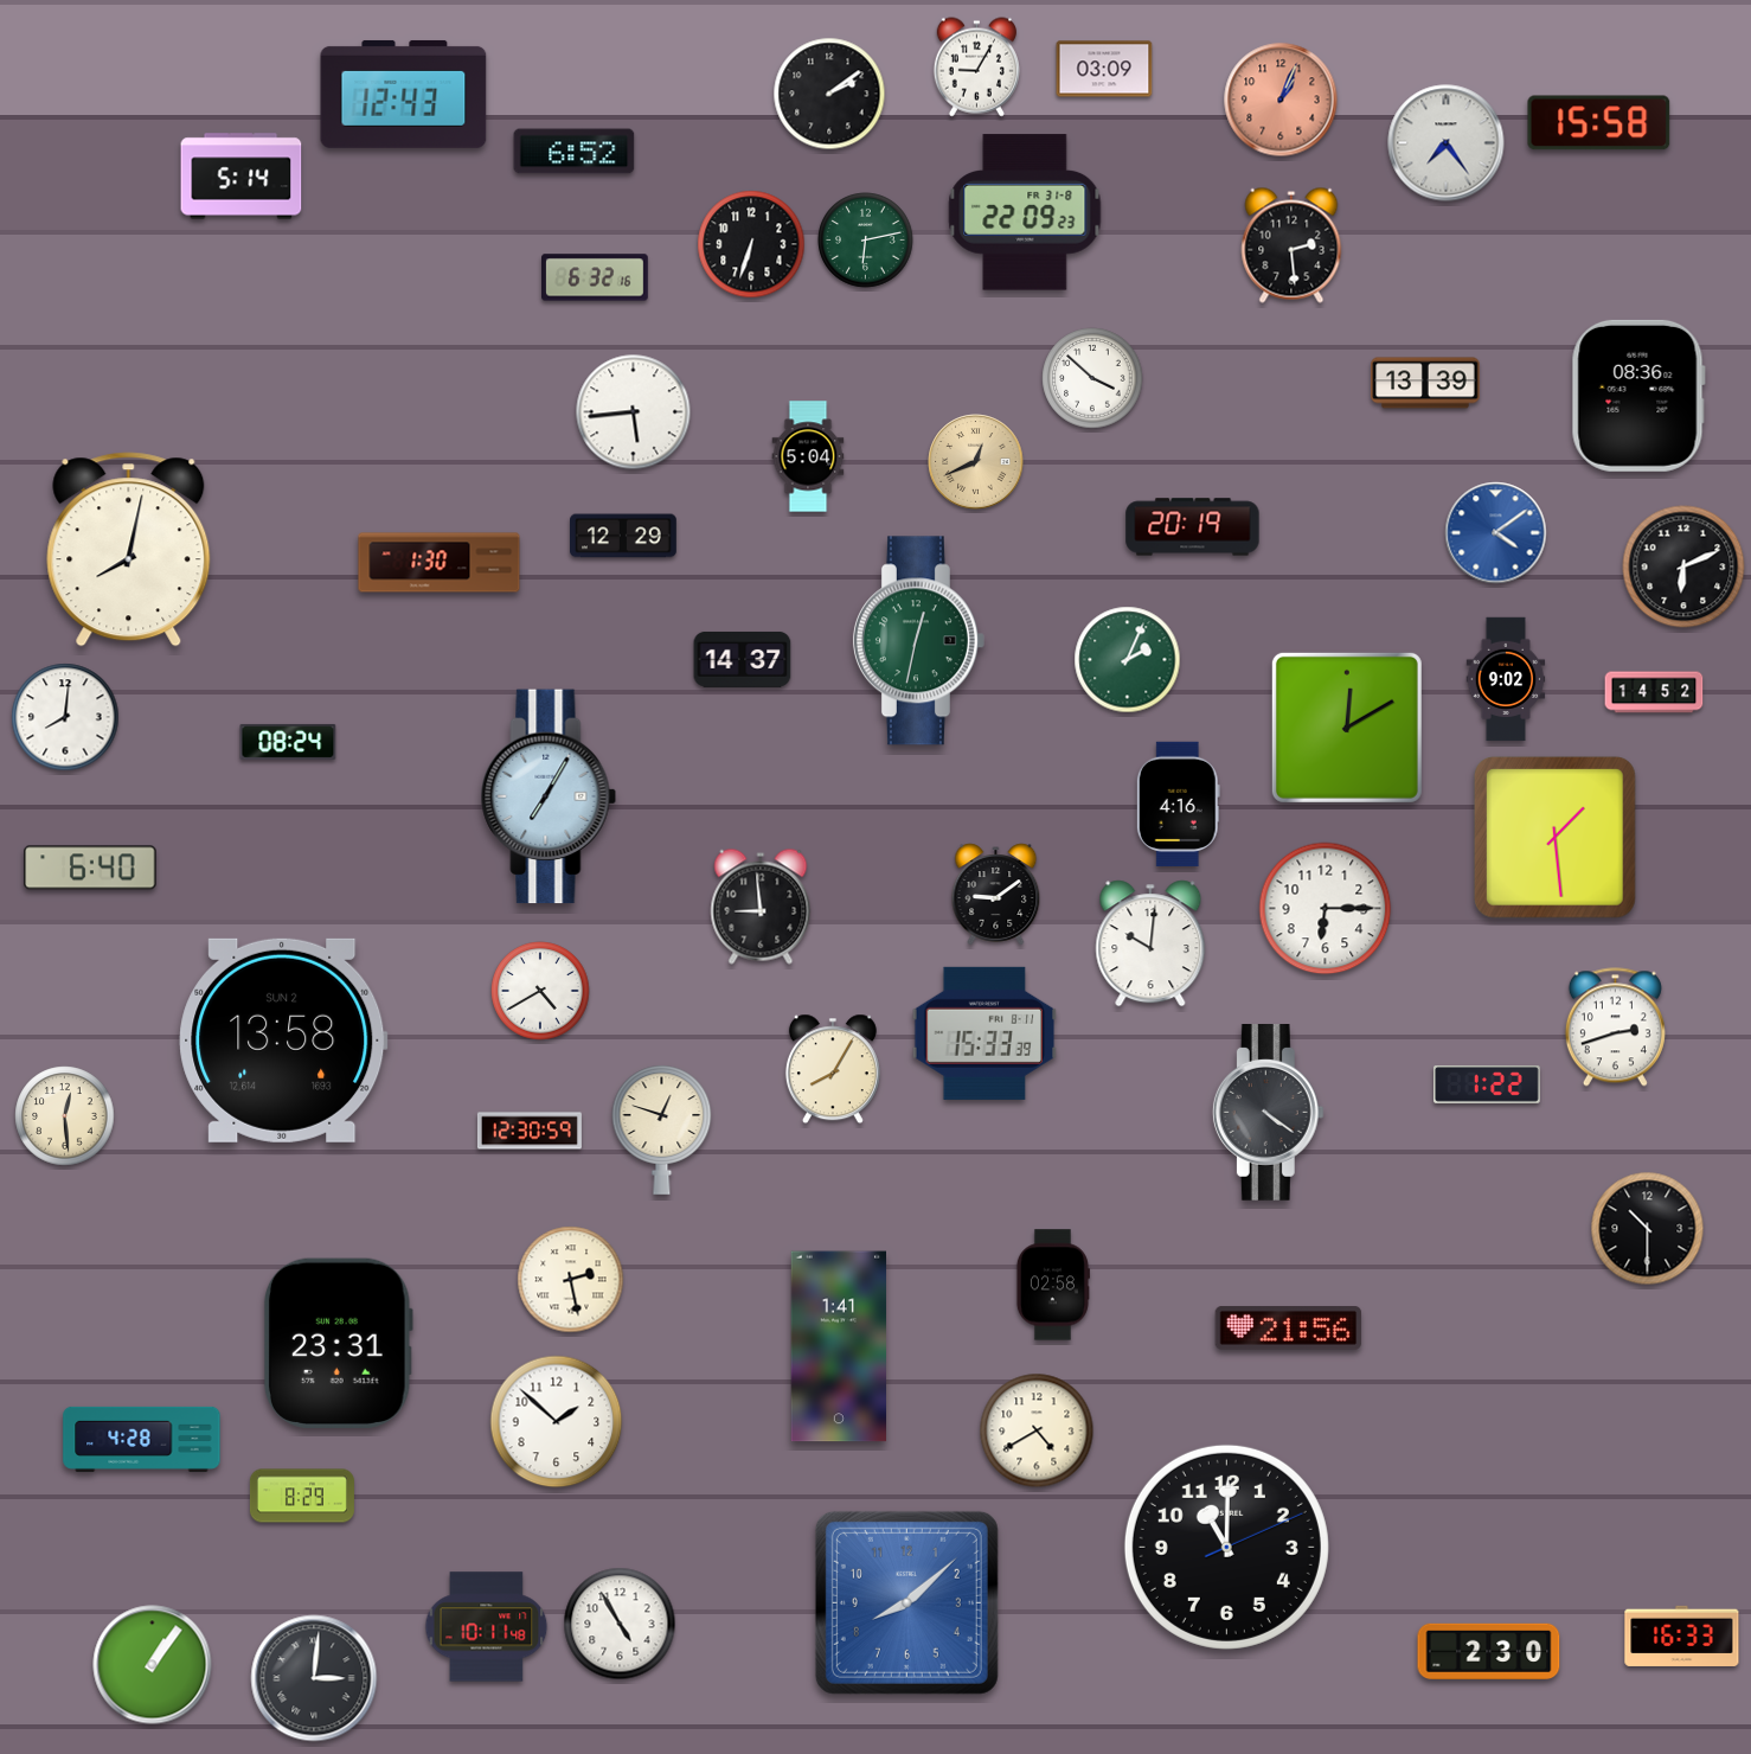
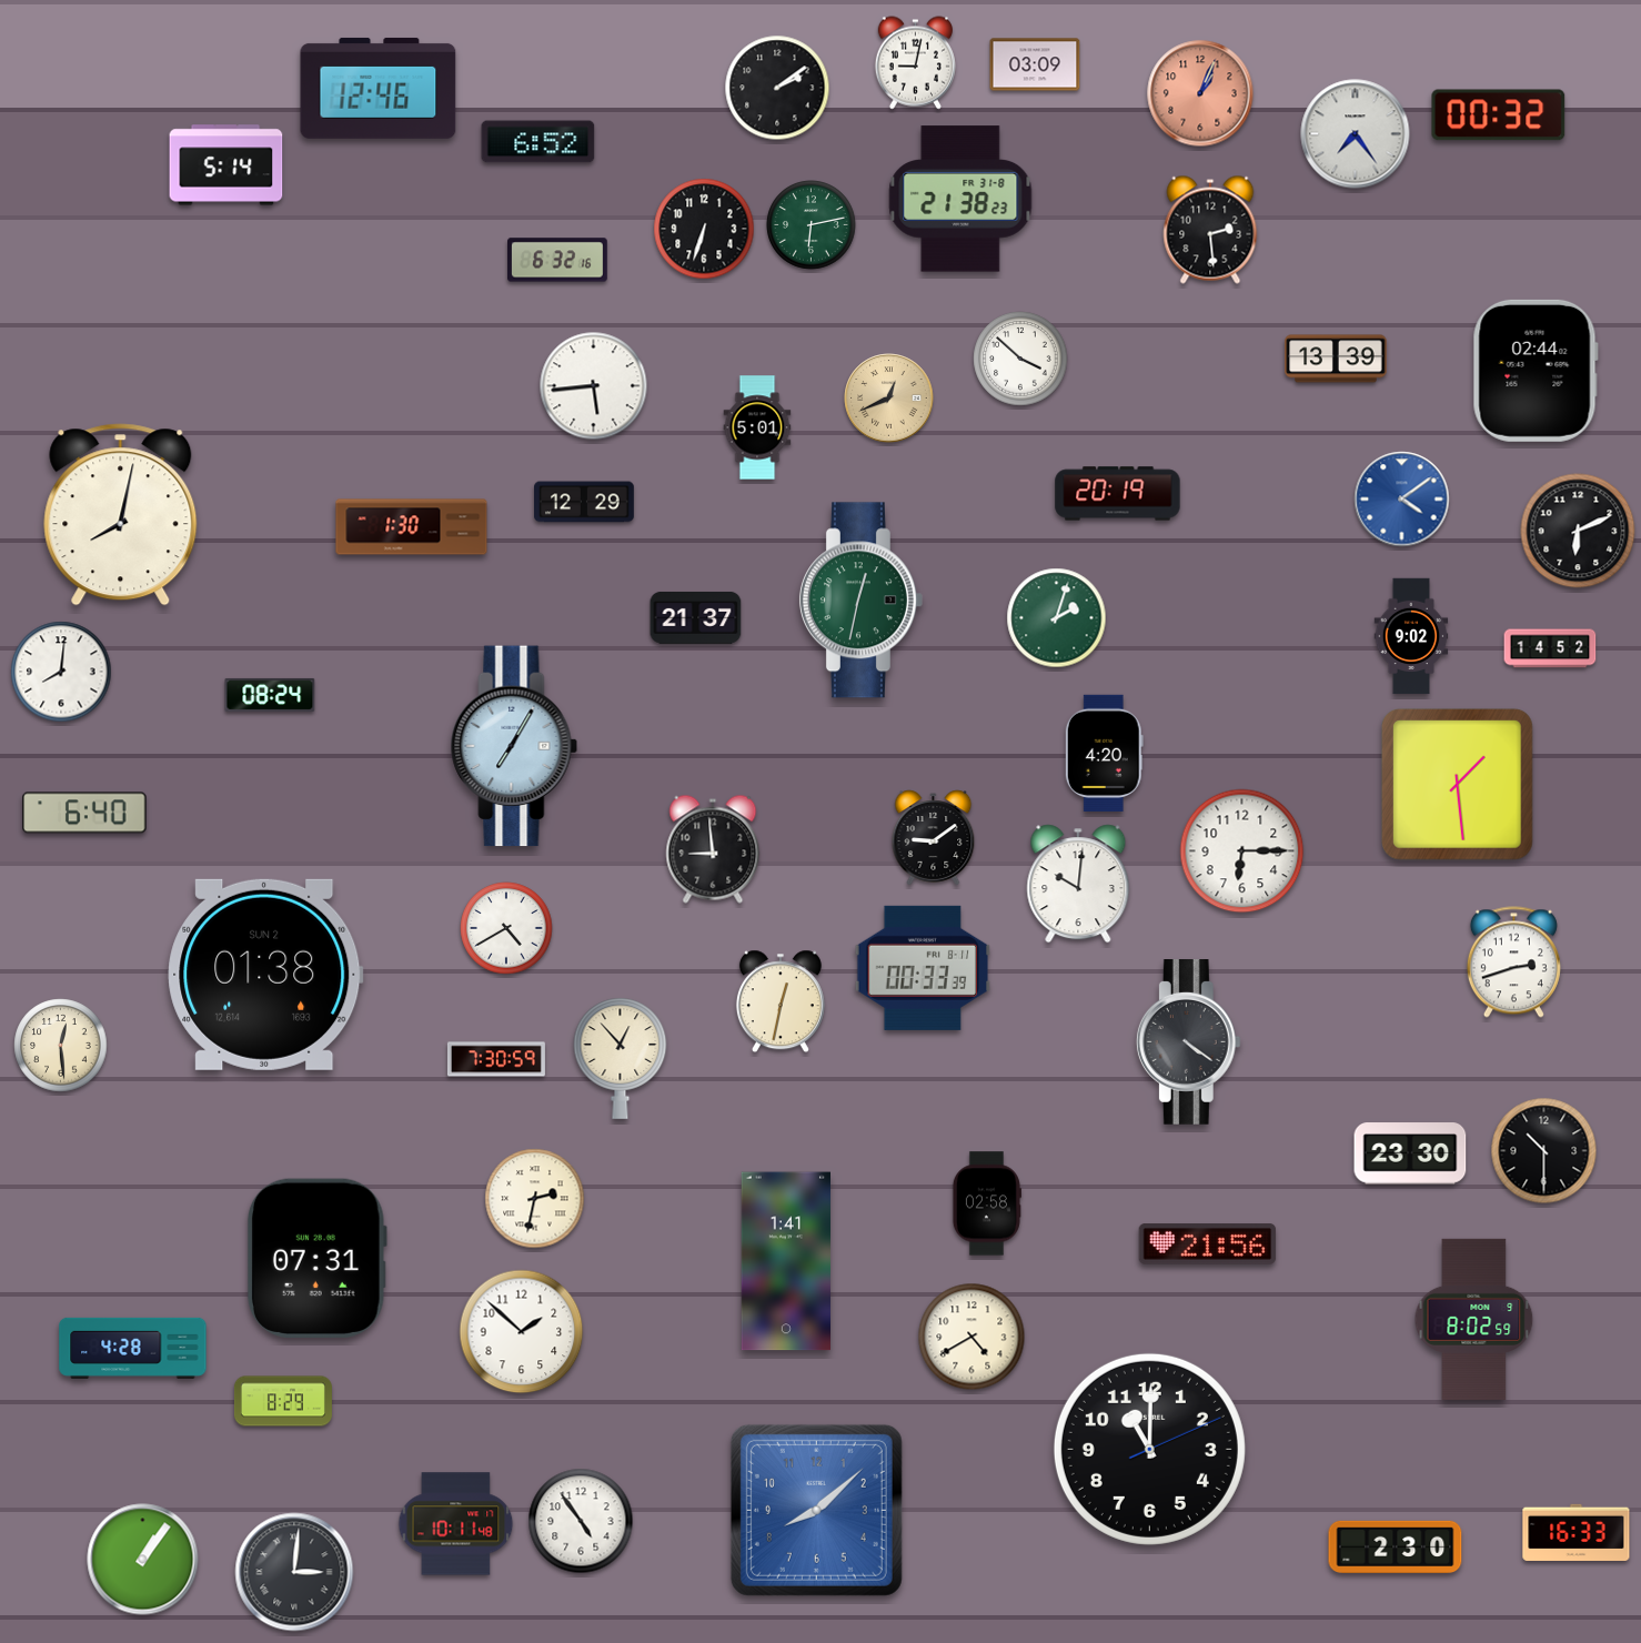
clock at (976, 68): 9:05 -> 9:02
clock at (404, 95): 12:43 -> 12:46
clock at (1599, 123): 15:58 -> 00:32
clock at (1025, 212): 22:09 -> 21:38
clock at (1092, 378) position: (1092, 378) -> (1020, 359)
clock at (1638, 396): 08:36 -> 02:44
clock at (808, 456): 5:04 -> 5:01
clock at (976, 462) position: (976, 462) -> (889, 399)
clock at (743, 659): 14:37 -> 21:37
clock at (1128, 660): 2:04 -> 2:03
clock at (1347, 728): 12:10 -> none
clock at (1178, 804): 4:16 -> 4:20
clock at (984, 1033): 15:33 -> 00:33
clock at (283, 1041): 13:58 -> 01:38
clock at (833, 1069): 8:05 -> 12:32
clock at (1488, 1086): 1:22 -> none
clock at (662, 1129): 12:48 -> 12:53
clock at (530, 1131): 12:30 -> 7:30
clock at (1410, 1153): none -> 23:30
clock at (571, 1280): 2:28 -> 2:32
clock at (338, 1343): 23:31 -> 07:31
clock at (1474, 1319): none -> 8:02
clock at (1037, 1430) position: (1037, 1430) -> (971, 1337)
clock at (906, 1602) position: (906, 1602) -> (816, 1510)
clock at (620, 1624): 4:55 -> 4:54
